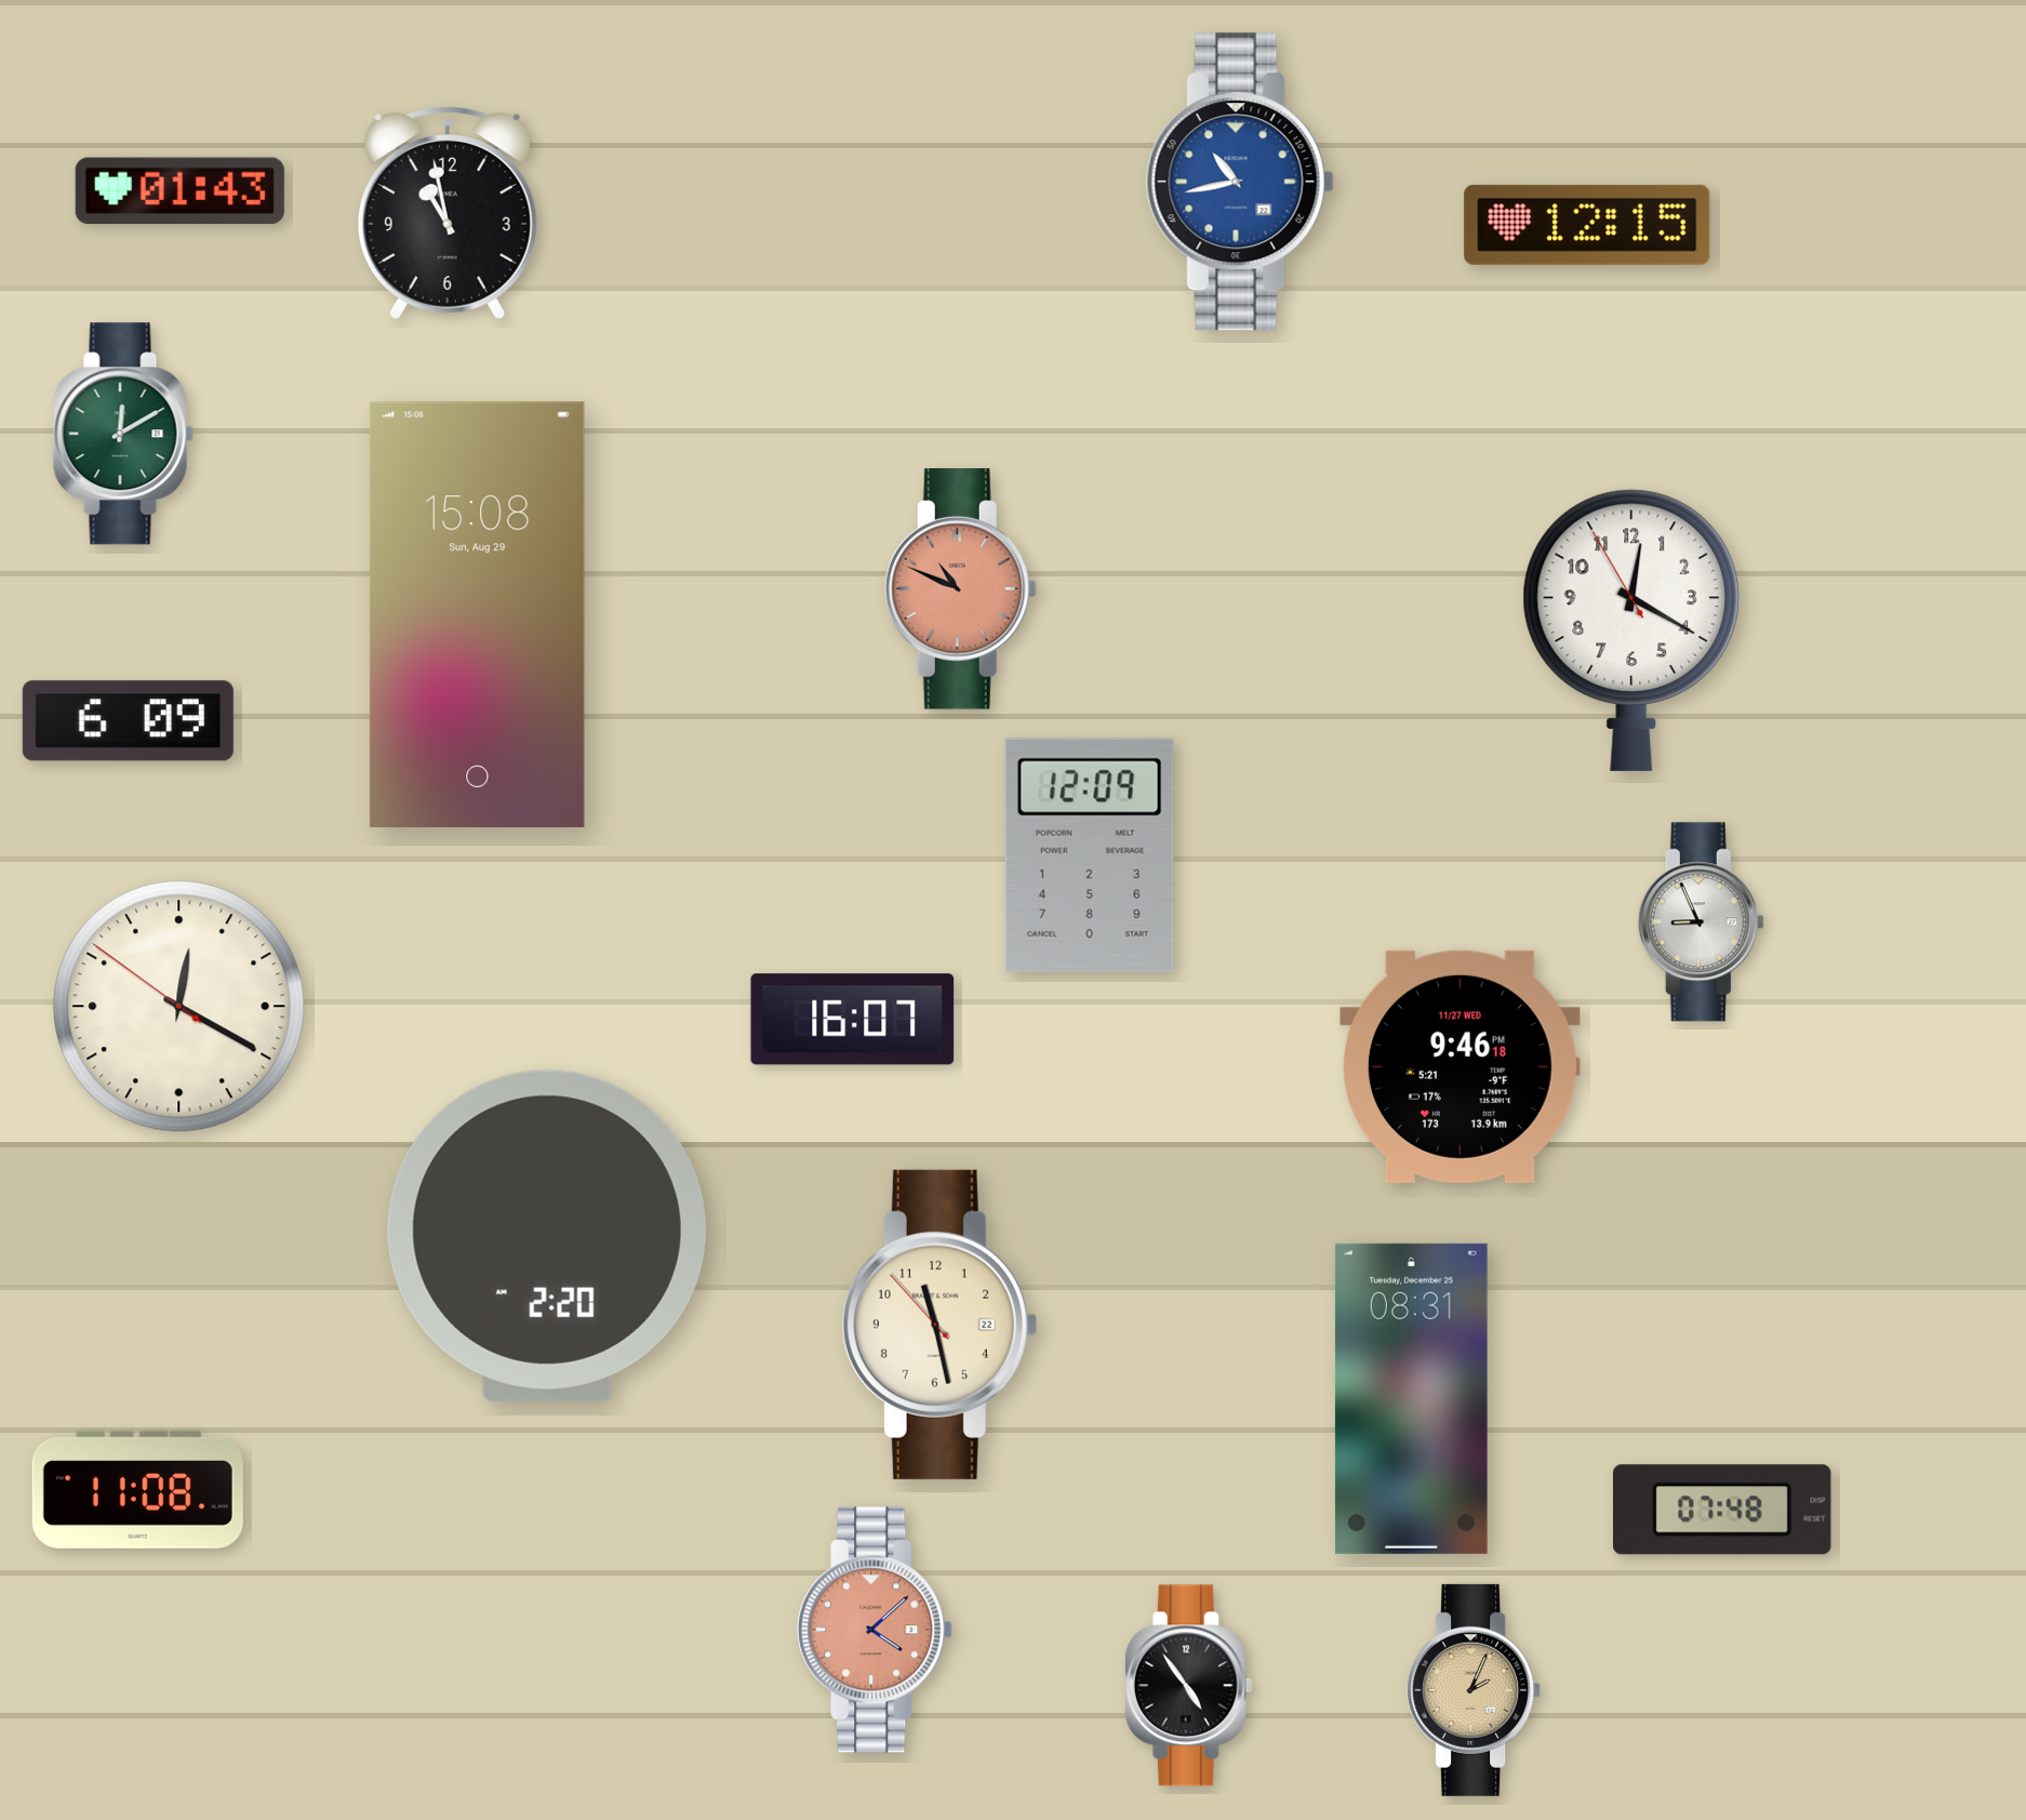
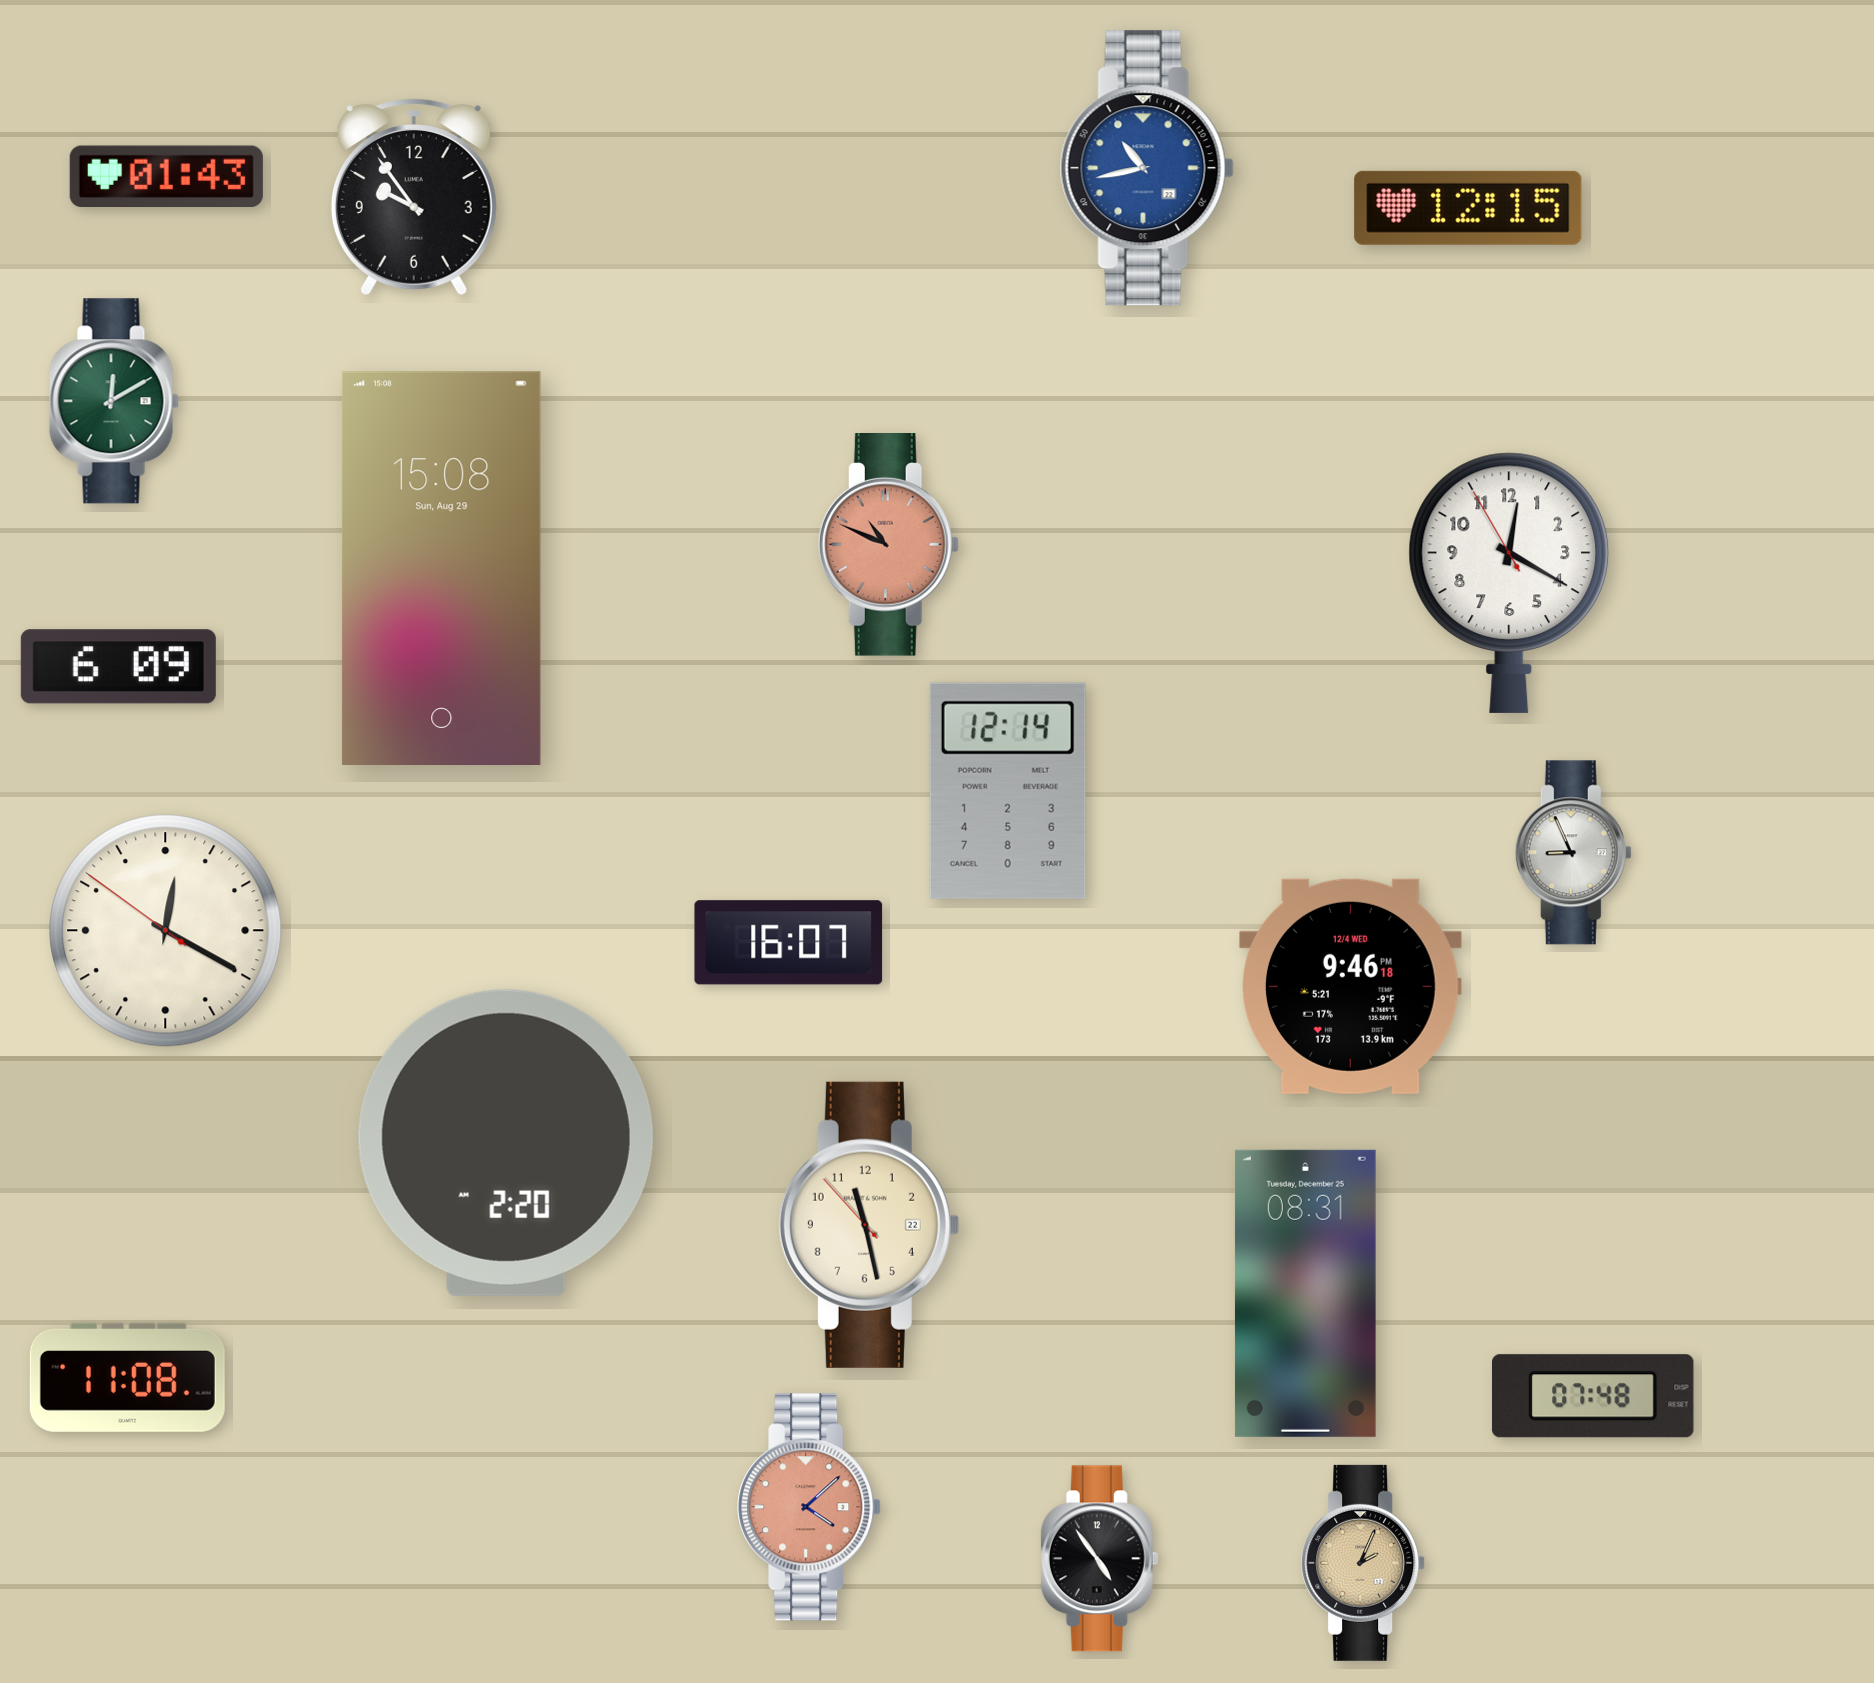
clock at (448, 213): 10:58 -> 9:54
clock at (1090, 855): 12:09 -> 12:14
clock at (1459, 1066) date: 11/27 WED -> 12/4 WED
